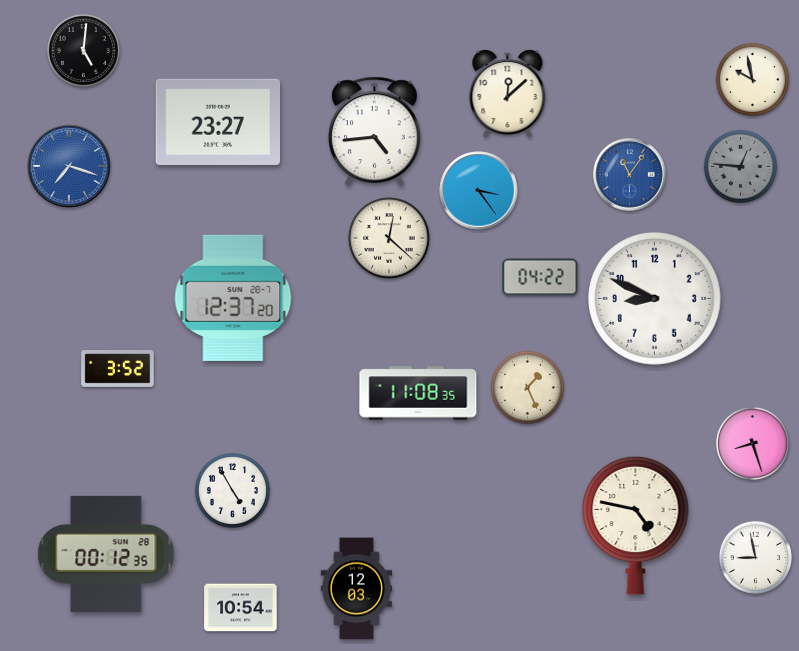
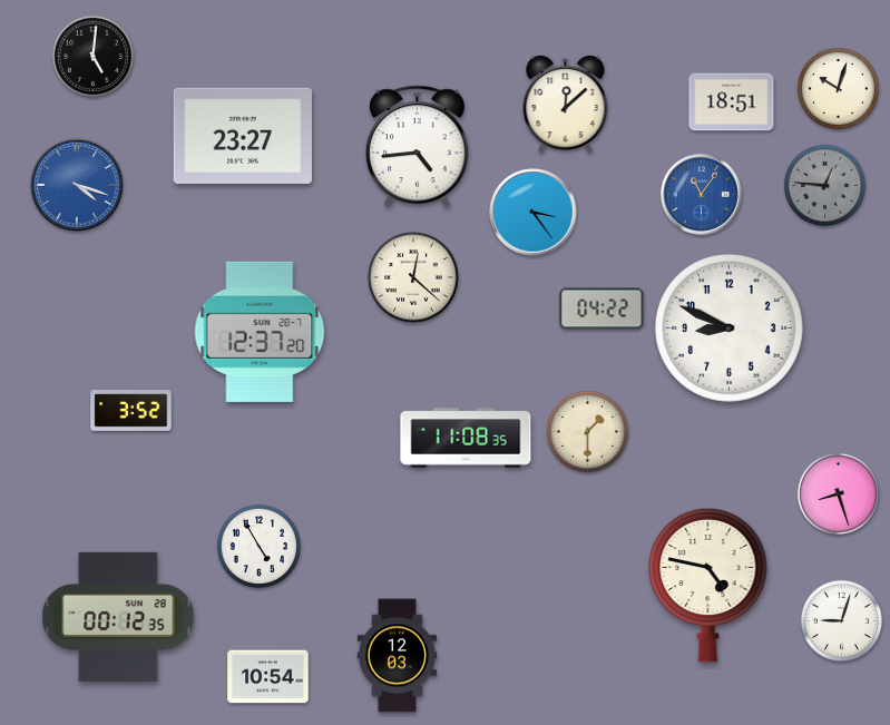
clock at (752, 79): 9:58 -> 10:03
clock at (732, 102): none -> 18:51
clock at (69, 166): 7:18 -> 4:18
clock at (389, 238) position: (389, 238) -> (413, 277)
clock at (655, 299) position: (655, 299) -> (730, 329)
clock at (527, 387): 1:26 -> 1:30
clock at (755, 557): 8:58 -> 9:03
